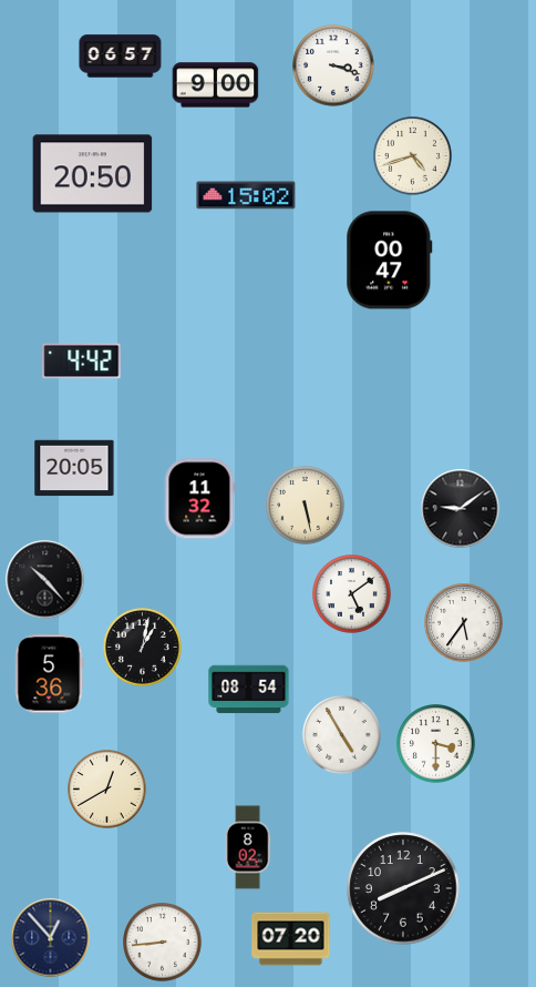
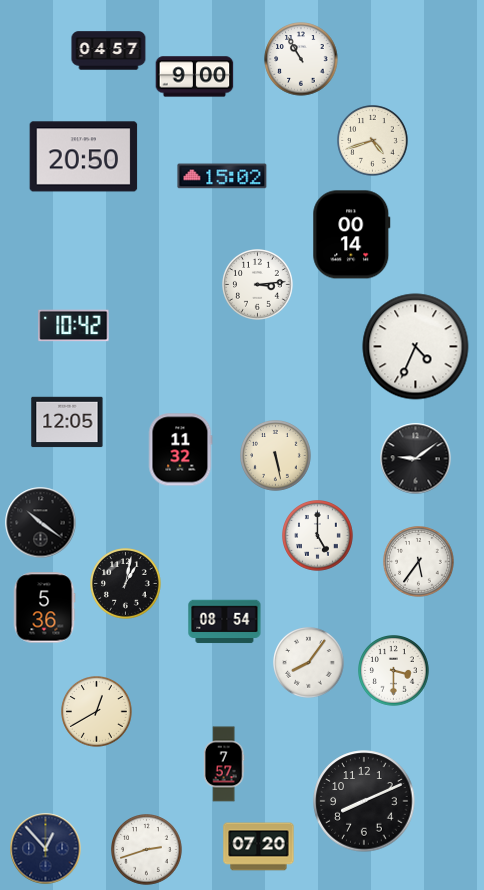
clock at (121, 57): 06:57 -> 04:57
clock at (333, 65): 3:18 -> 10:55
clock at (390, 261): 00:47 -> 00:14
clock at (258, 285): none -> 3:14
clock at (82, 362): 4:42 -> 10:42
clock at (416, 347): none -> 4:34
clock at (74, 468): 20:05 -> 12:05
clock at (45, 580): 10:23 -> 10:21
clock at (352, 594): 5:09 -> 5:00
clock at (143, 648) position: (143, 648) -> (126, 584)
clock at (342, 735): 4:55 -> 8:06
clock at (248, 847): 8:02 -> 7:57
clock at (51, 938) position: (51, 938) -> (46, 849)
clock at (291, 939) position: (291, 939) -> (259, 847)
clock at (163, 943): 8:44 -> 2:42
